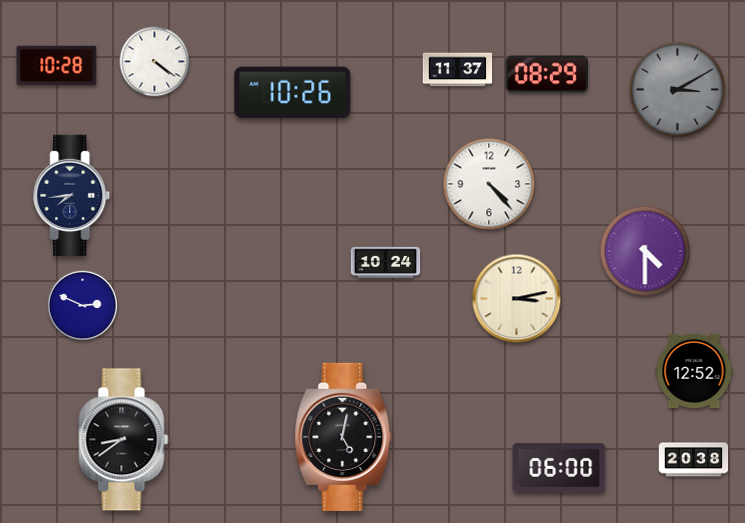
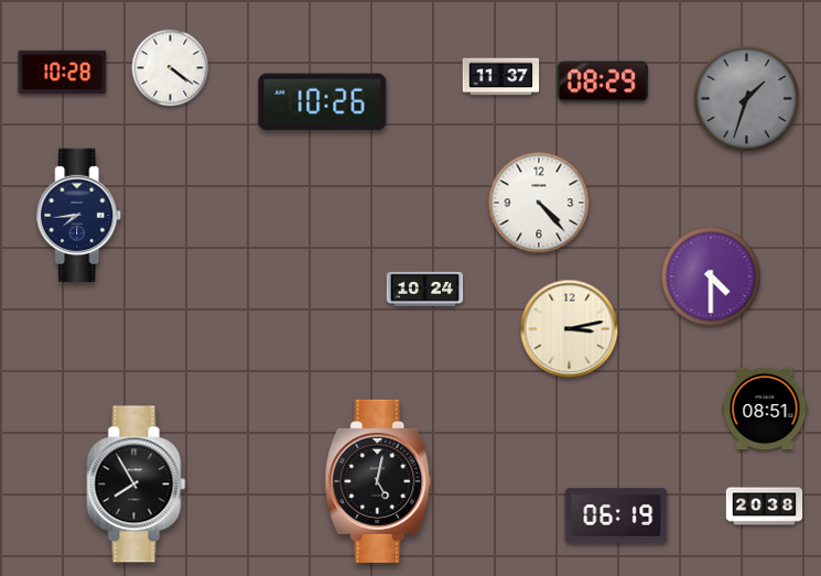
clock at (458, 70) position: (458, 70) -> (501, 77)
clock at (677, 89): 3:10 -> 1:33
clock at (82, 305): 2:49 -> none
clock at (694, 371): 12:52 -> 08:51
clock at (124, 440): 8:39 -> 7:55
clock at (559, 468): 06:00 -> 06:19
